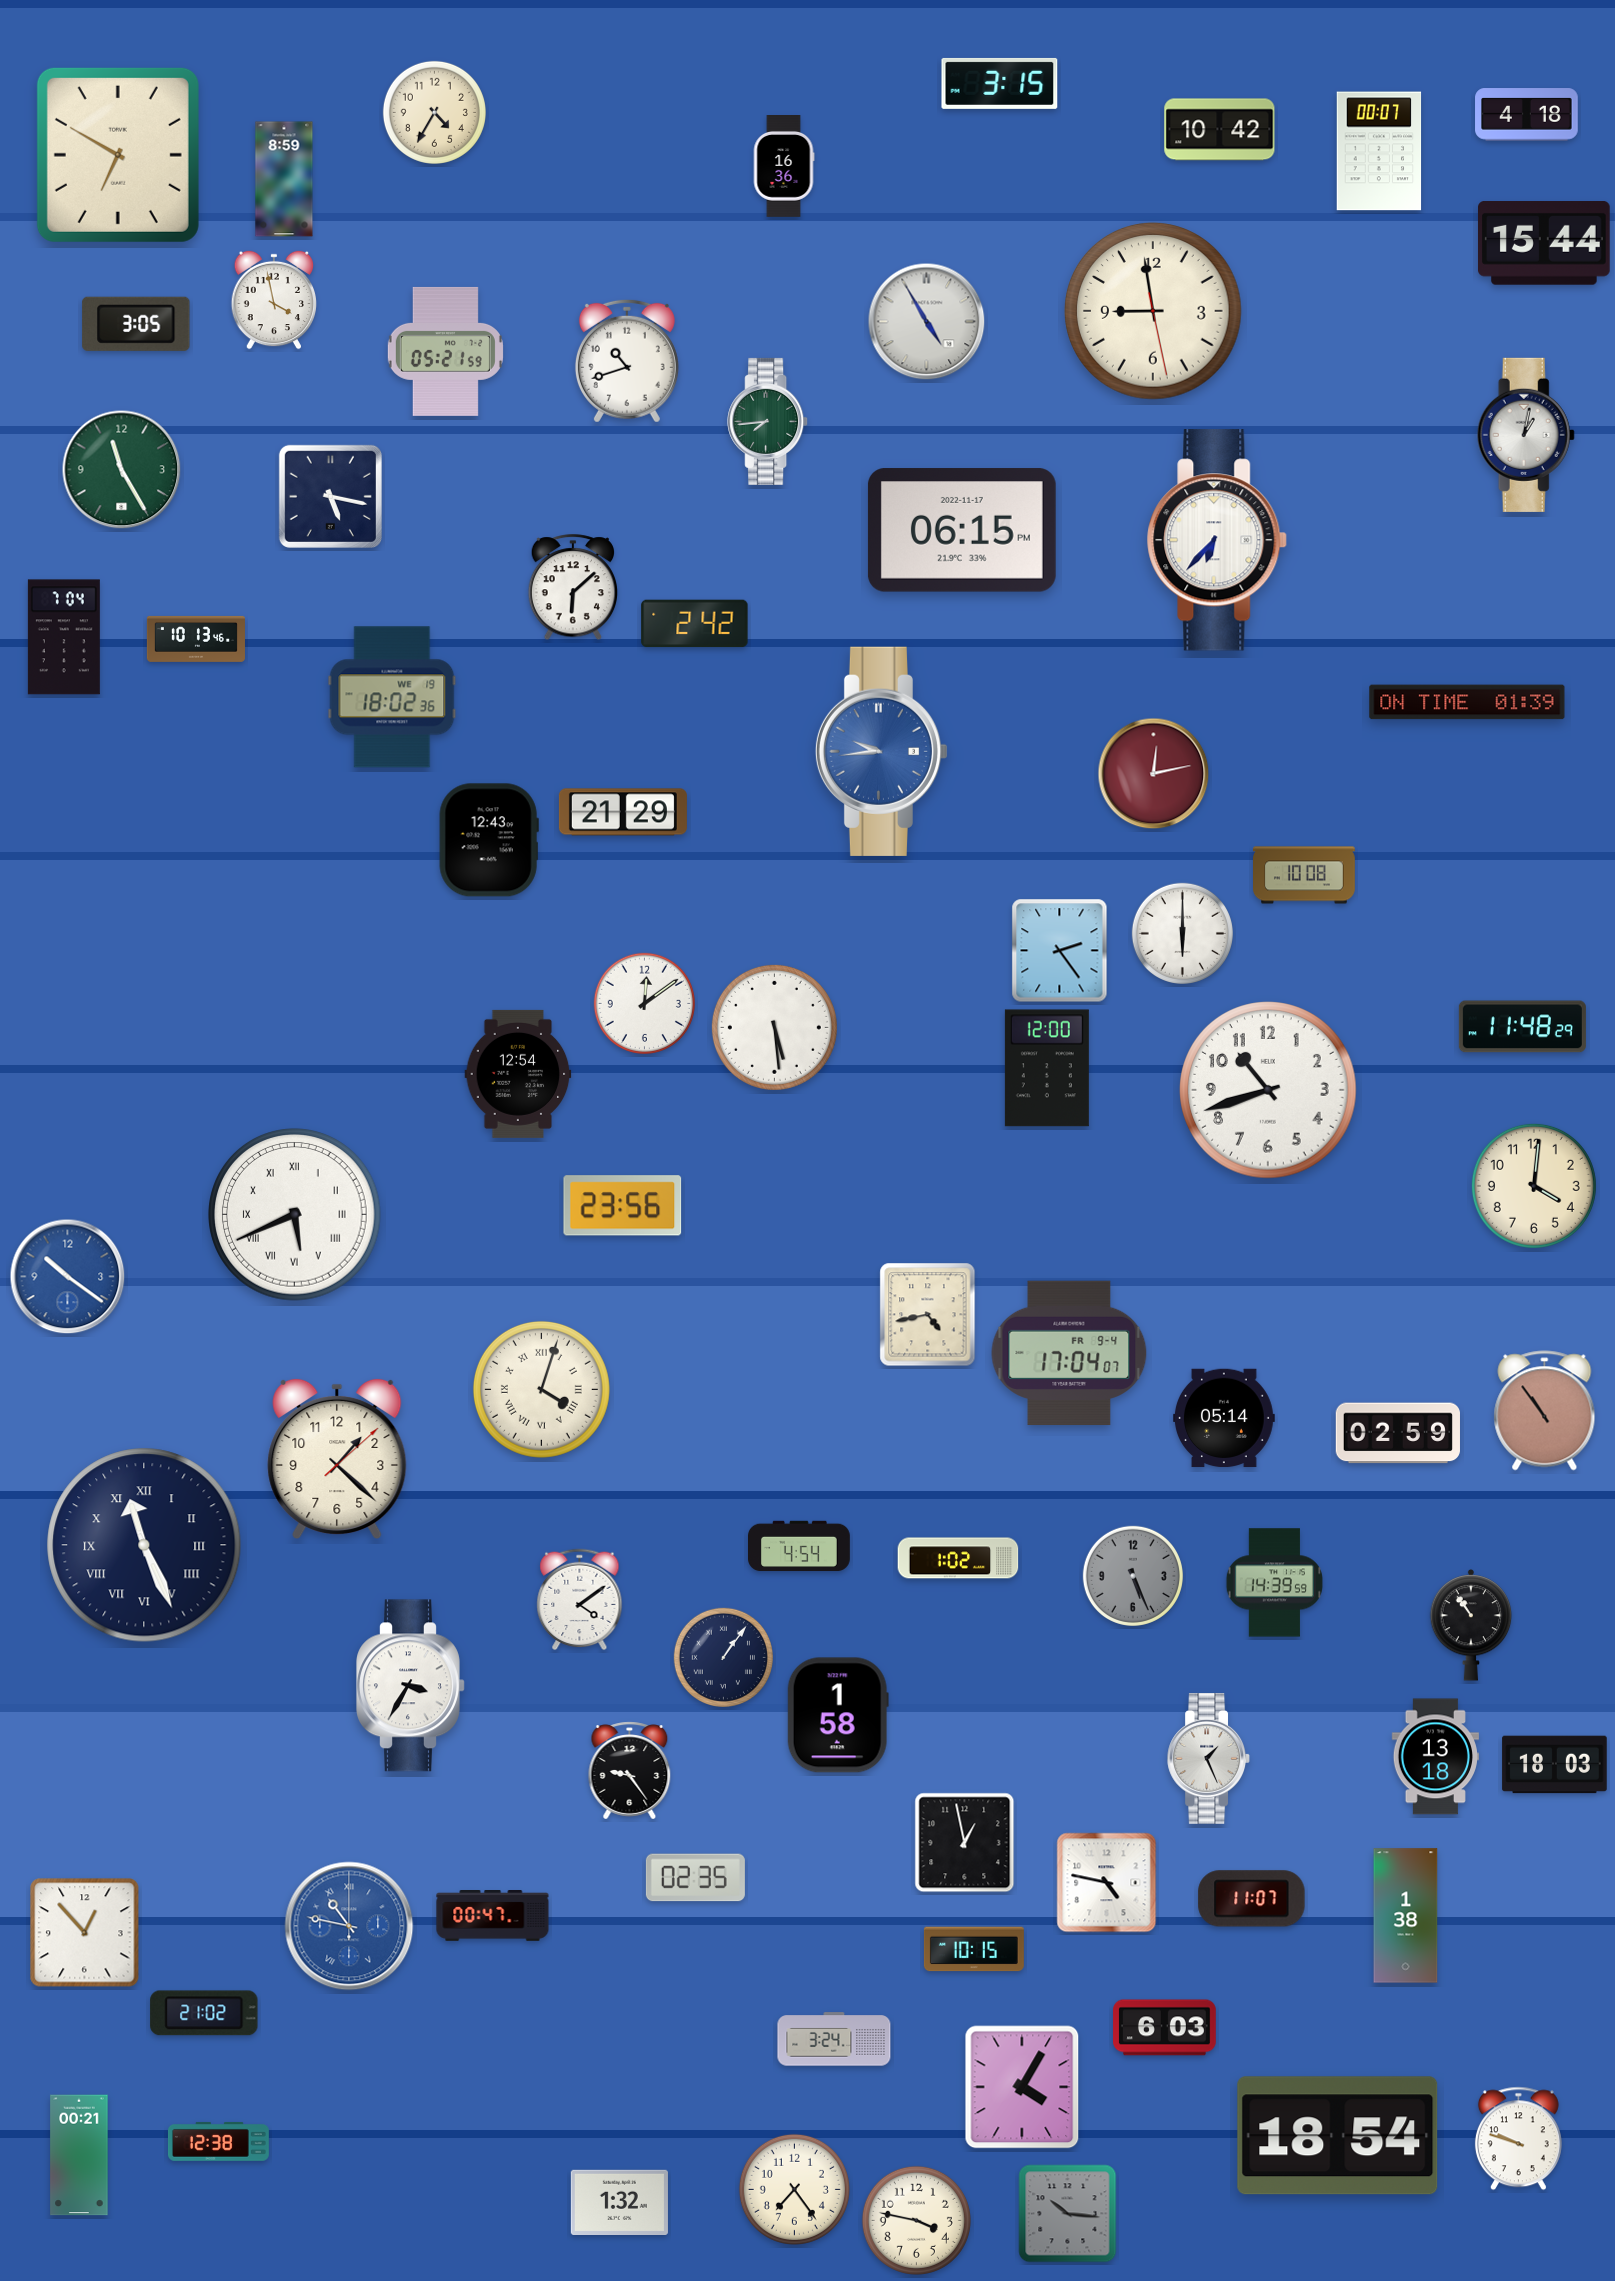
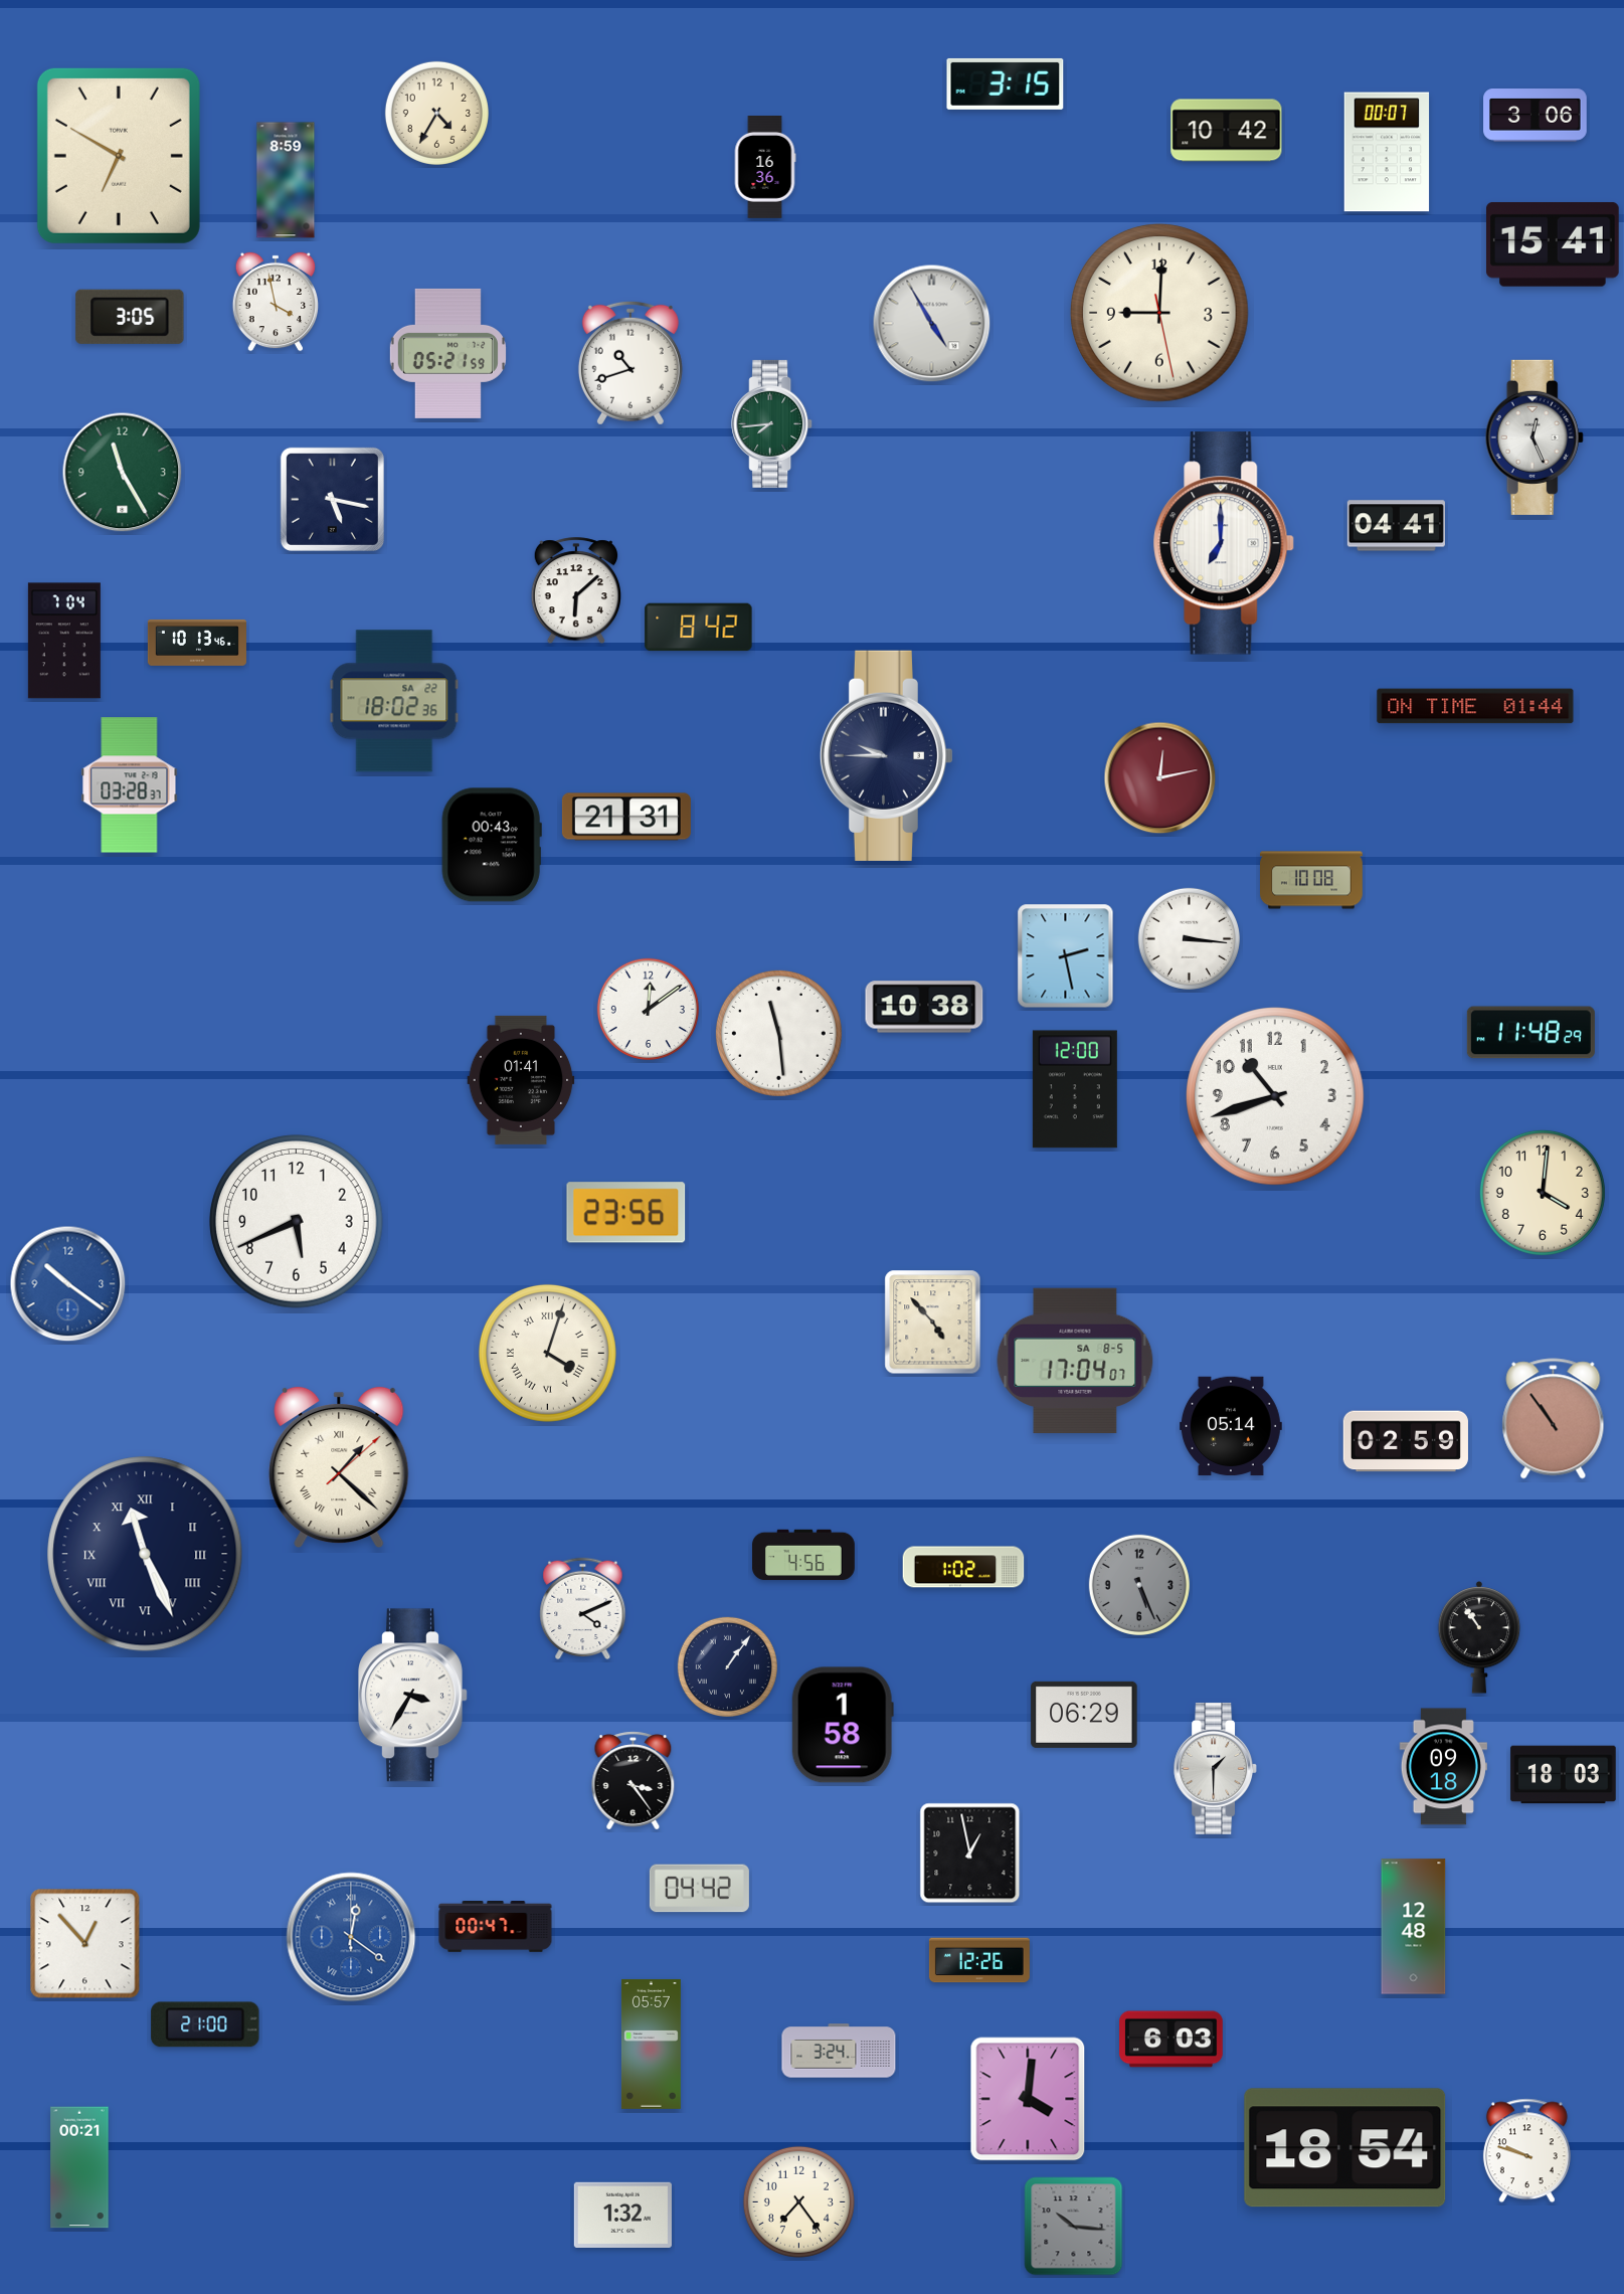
clock at (1527, 115): 4:18 -> 3:06
clock at (784, 167) position: (784, 167) -> (765, 168)
clock at (1545, 244): 15:44 -> 15:41
clock at (1153, 311): 8:58 -> 9:00
clock at (136, 324) position: (136, 324) -> (130, 317)
clock at (1526, 435): 1:02 -> 12:26
clock at (1396, 526): none -> 04:41
clock at (962, 530): 06:15 -> none
clock at (1218, 540): 6:37 -> 7:00
clock at (695, 624): 2:42 -> 8:42
clock at (392, 697) date: WE 19 -> SA 22
clock at (1467, 702): 01:39 -> 01:44
clock at (881, 751): 9:44 -> 9:45
clock at (881, 751) dial: blue -> navy
clock at (130, 785): none -> 03:28
clock at (623, 812): 21:29 -> 21:31
clock at (489, 840): 12:43 -> 00:43
clock at (1182, 933): 6:00 -> 3:16
clock at (1060, 951): 2:24 -> 2:28
clock at (924, 1007): none -> 10:38
clock at (774, 1027): 5:29 -> 11:29
clock at (1047, 1068) position: (1047, 1068) -> (1075, 1089)
clock at (518, 1074): 12:54 -> 01:41
clock at (295, 1215) numerals: Roman -> Arabic
clock at (928, 1315): 4:43 -> 4:53
clock at (1069, 1353) date: FR 9-4 -> SA 8-5
clock at (541, 1389) position: (541, 1389) -> (547, 1353)
clock at (337, 1459) numerals: Arabic -> Roman
clock at (800, 1546): 4:54 -> 4:56
clock at (1274, 1583): 14:39 -> none
clock at (580, 1600): 4:09 -> 4:11
clock at (1471, 1626) position: (1471, 1626) -> (1479, 1638)
clock at (1084, 1715): none -> 06:29
clock at (1435, 1757): 13:18 -> 09:18
clock at (1208, 1759): 1:26 -> 1:30
clock at (630, 1771): 9:24 -> 3:24
clock at (695, 1878): 02:35 -> 04:42
clock at (1107, 1883): 4:47 -> none
clock at (1252, 1899): 11:07 -> none
clock at (1406, 1916): 1:38 -> 12:48
clock at (349, 1926): 10:47 -> 12:21
clock at (974, 1949): 10:15 -> 12:26
clock at (204, 2013): 21:02 -> 21:00
clock at (651, 2044): none -> 05:57
clock at (1022, 2087): 4:05 -> 4:01
clock at (218, 2141): 12:38 -> none
clock at (916, 2220): 3:47 -> none
